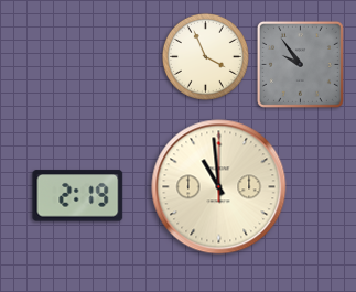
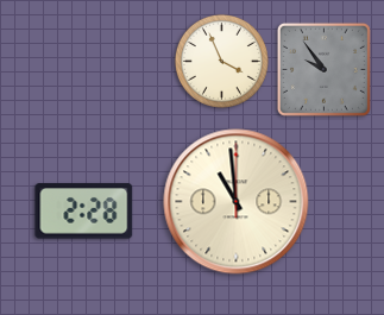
clock at (78, 196): 2:19 -> 2:28
